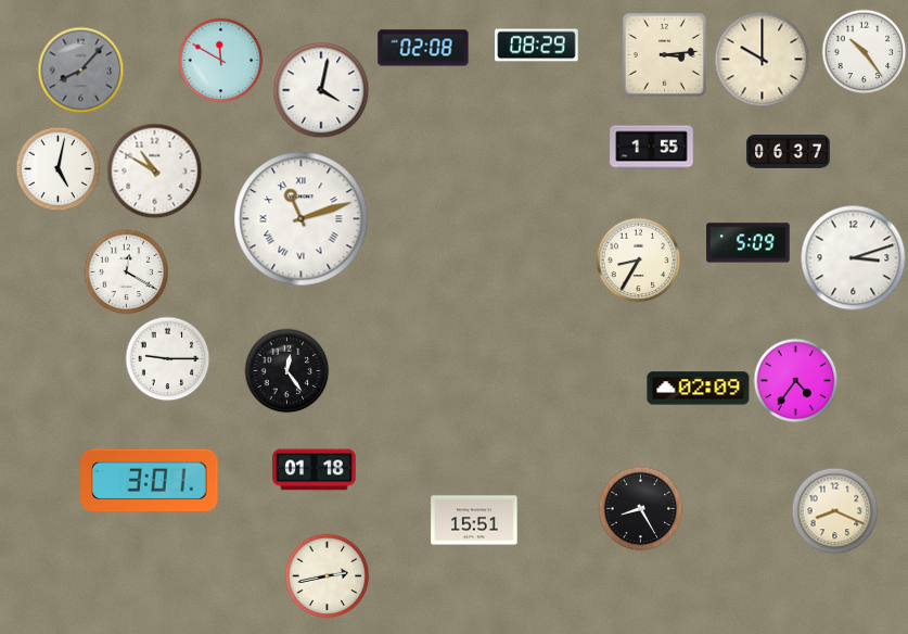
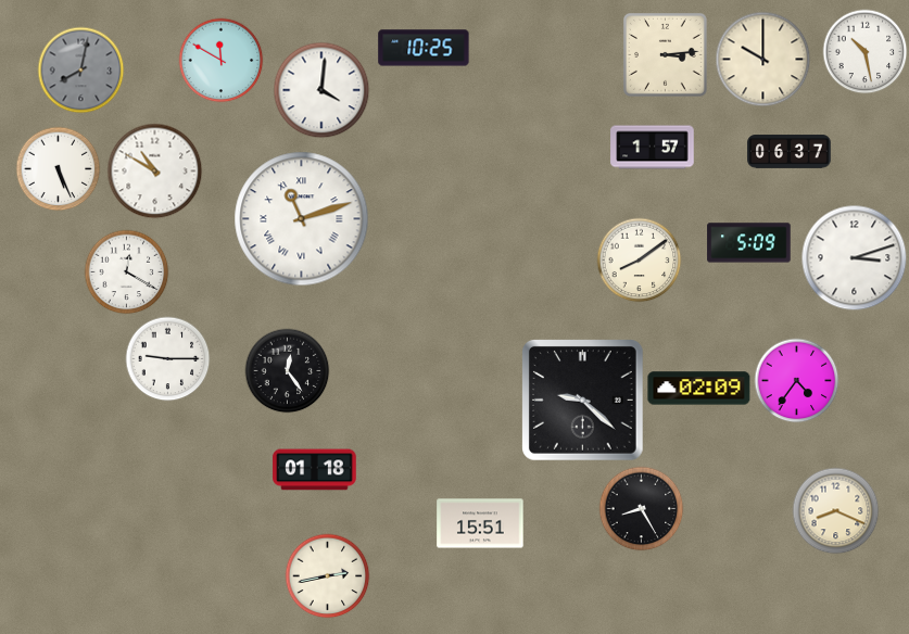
clock at (537, 46): 08:29 -> none
clock at (423, 48): 02:08 -> 10:25
clock at (864, 51): 10:24 -> 10:28
clock at (80, 69): 8:07 -> 8:02
clock at (321, 90): 4:02 -> 4:01
clock at (652, 148): 1:55 -> 1:57
clock at (57, 168): 5:02 -> 5:26
clock at (638, 259): 8:35 -> 8:09
clock at (583, 401): none -> 9:22
clock at (150, 480): 3:01 -> none
clock at (474, 520) position: (474, 520) -> (480, 523)
